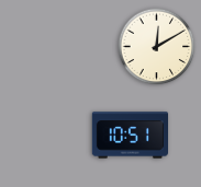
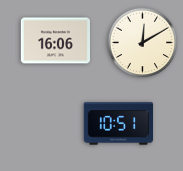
clock at (55, 41): none -> 16:06
